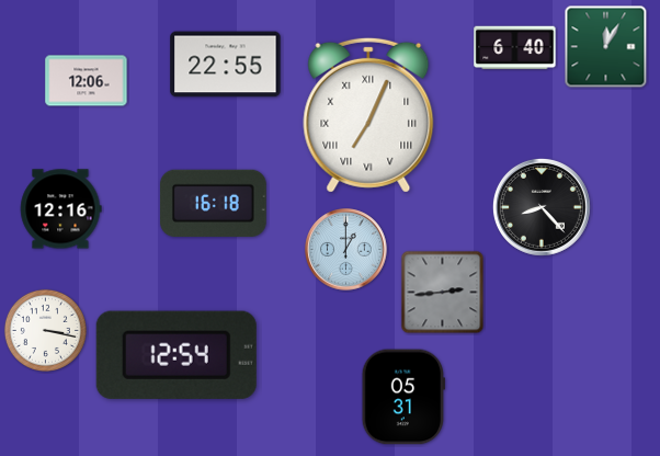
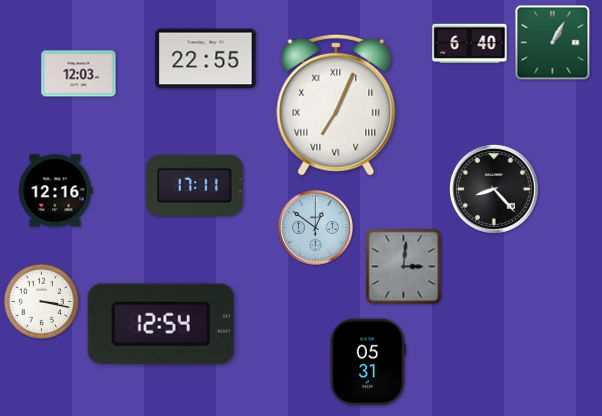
clock at (606, 47): 12:05 -> 1:05
clock at (87, 81): 12:06 -> 12:03
clock at (213, 203): 16:18 -> 17:11
clock at (346, 250): 1:00 -> 12:51
clock at (443, 293): 2:44 -> 3:01
